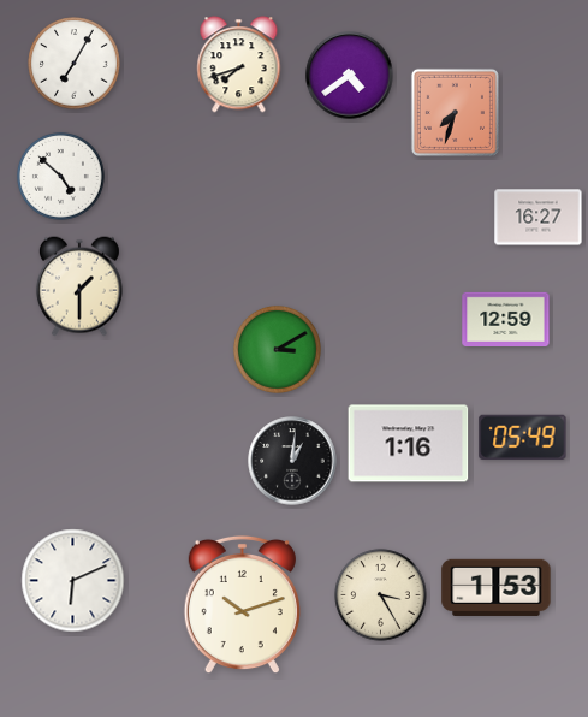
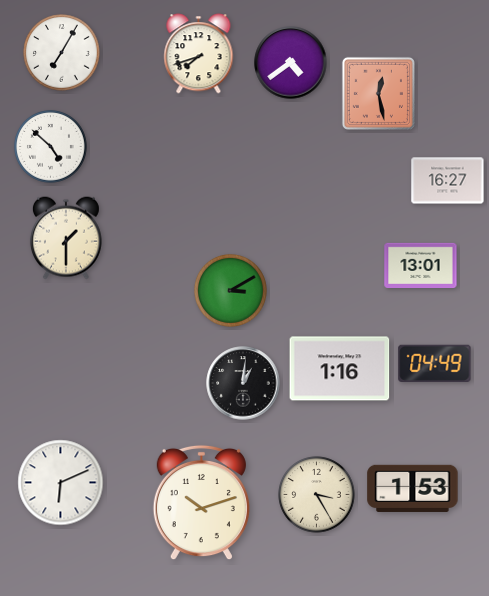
clock at (455, 112): 7:33 -> 12:28
clock at (506, 319): 12:59 -> 13:01
clock at (523, 437): 05:49 -> 04:49
